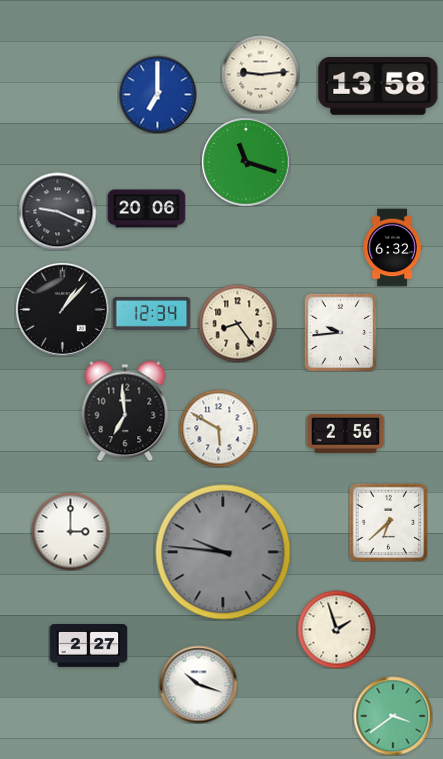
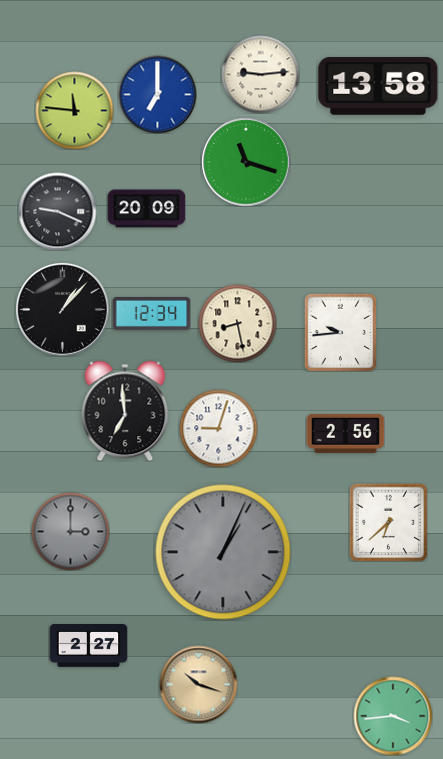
clock at (74, 110): none -> 11:46
clock at (146, 209): 20:06 -> 20:09
clock at (392, 247): 6:32 -> none
clock at (237, 323): 8:24 -> 8:28
clock at (218, 428): 5:50 -> 9:03
clock at (70, 531) dial: white -> grey
clock at (223, 552): 9:46 -> 1:04
clock at (336, 629): 1:57 -> none
clock at (198, 684) dial: white -> champagne
clock at (393, 716): 3:39 -> 3:44
